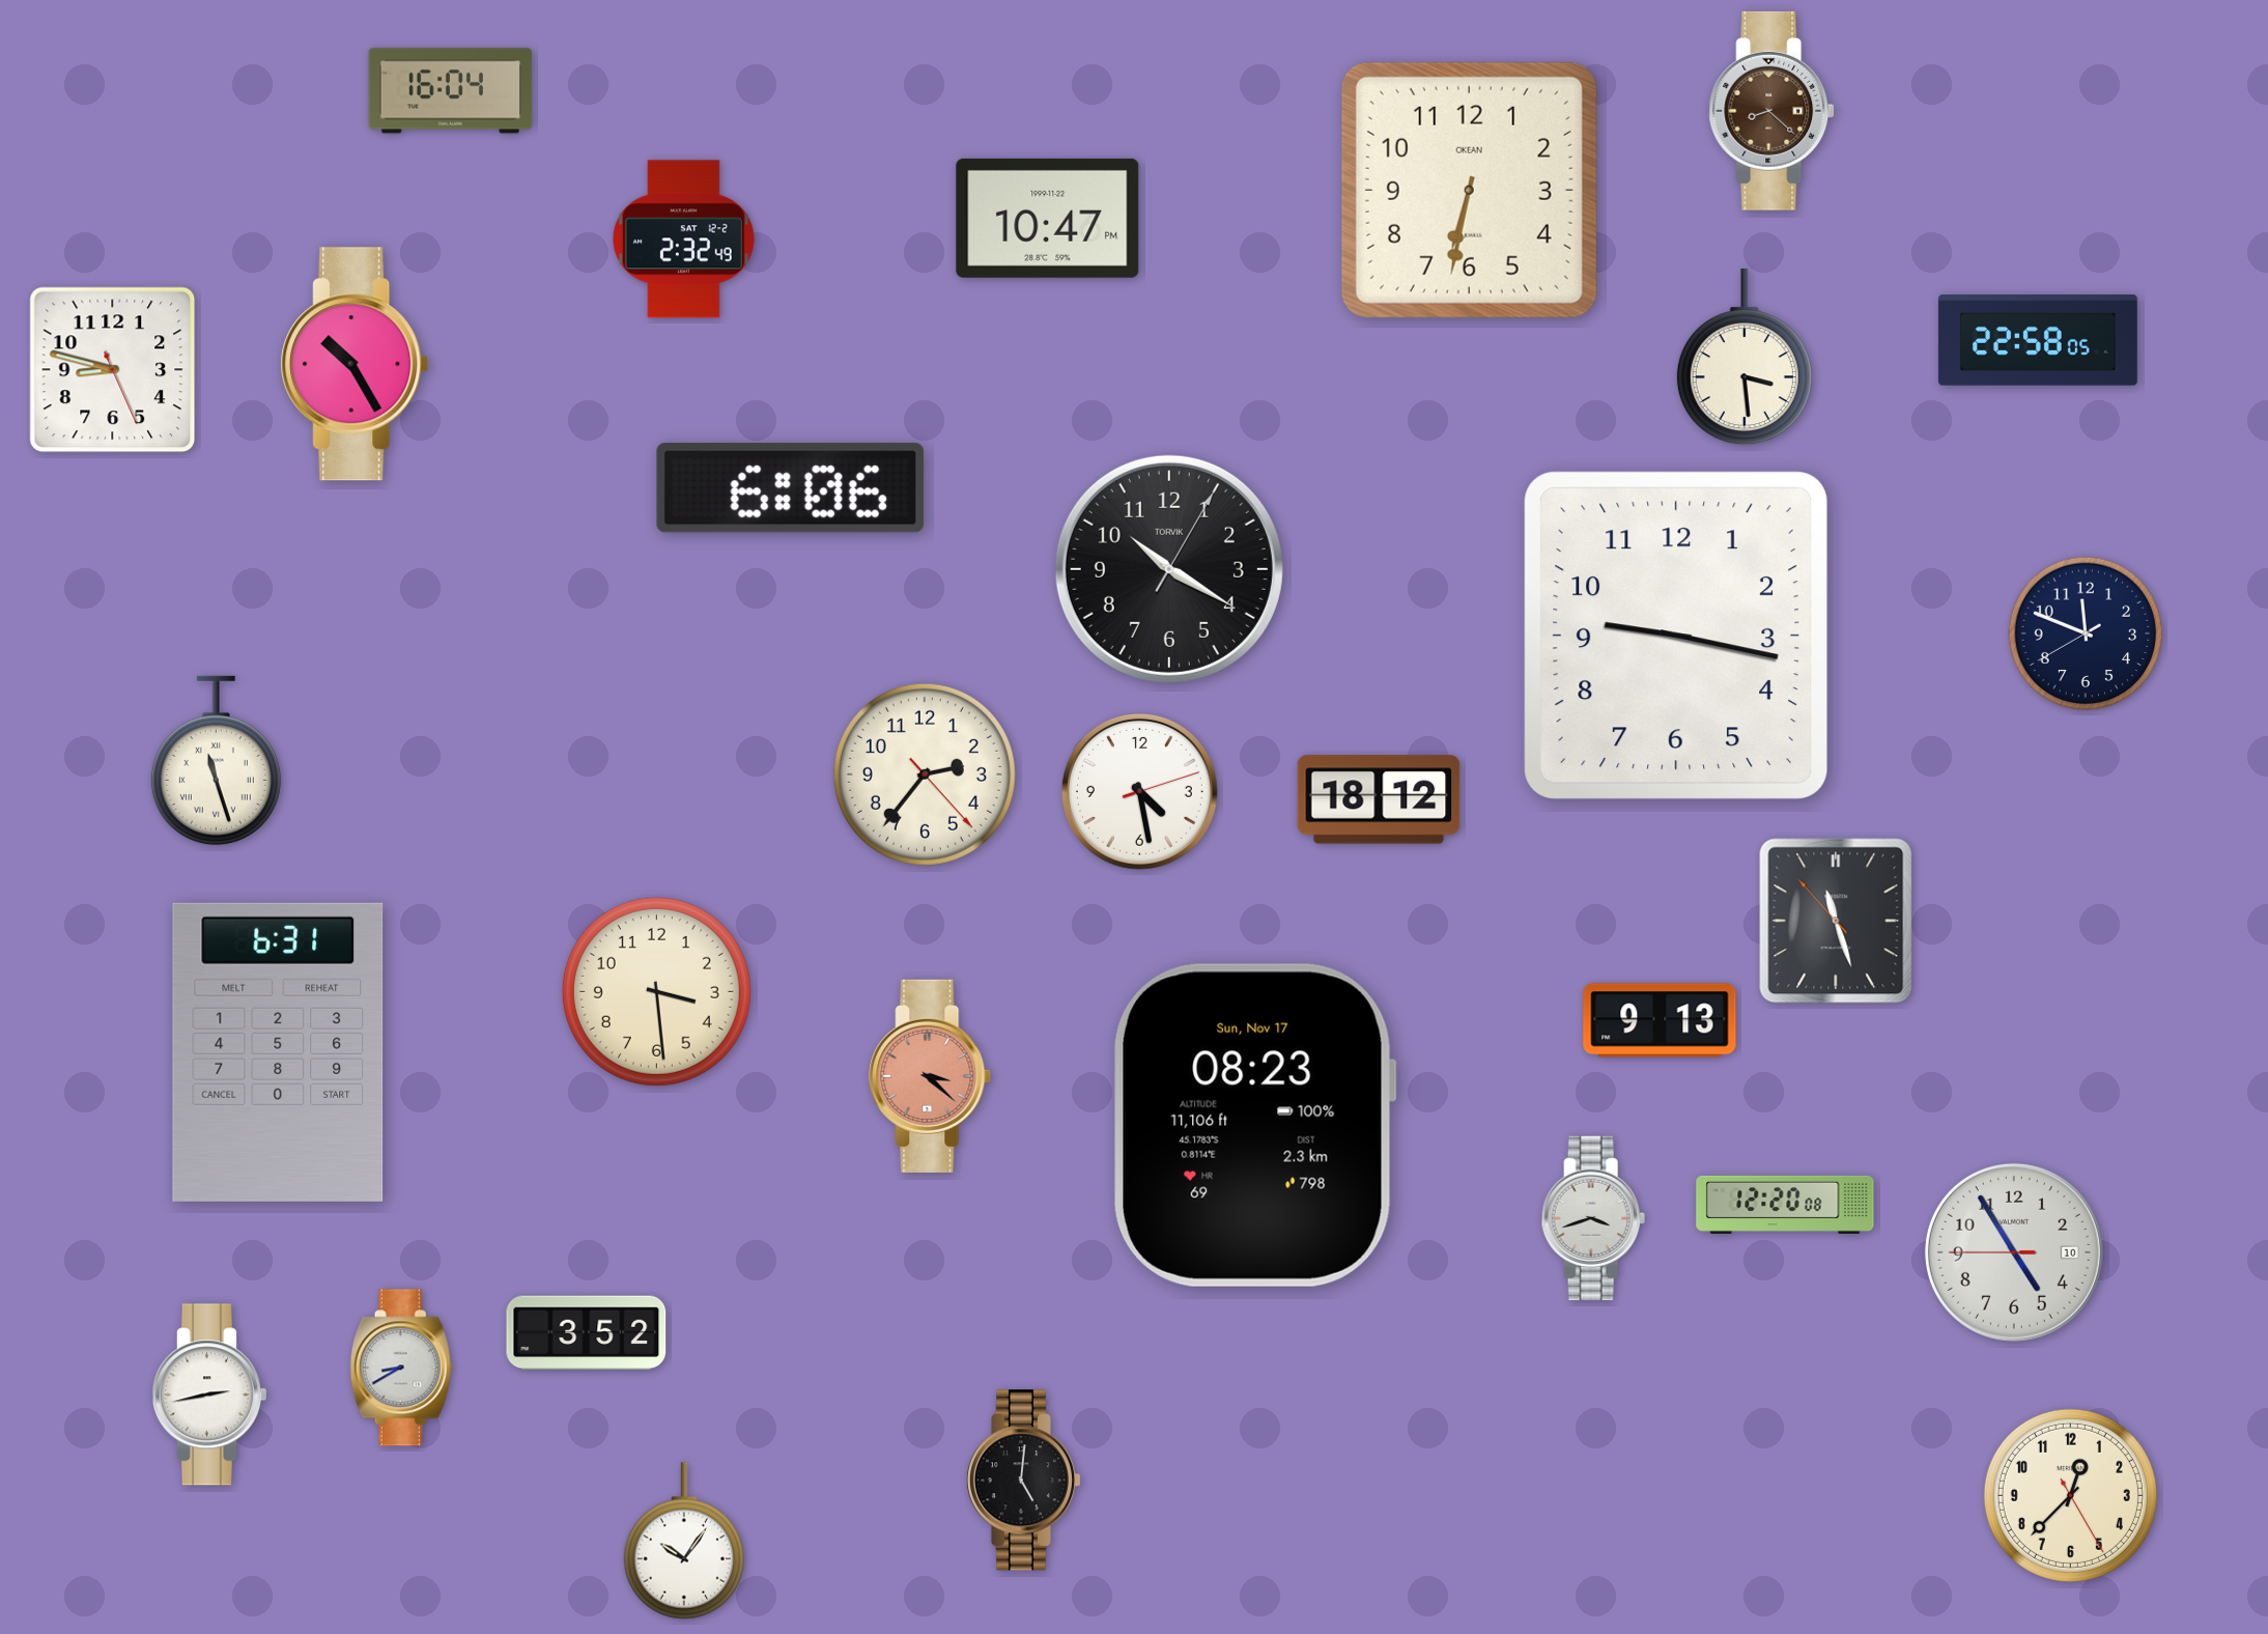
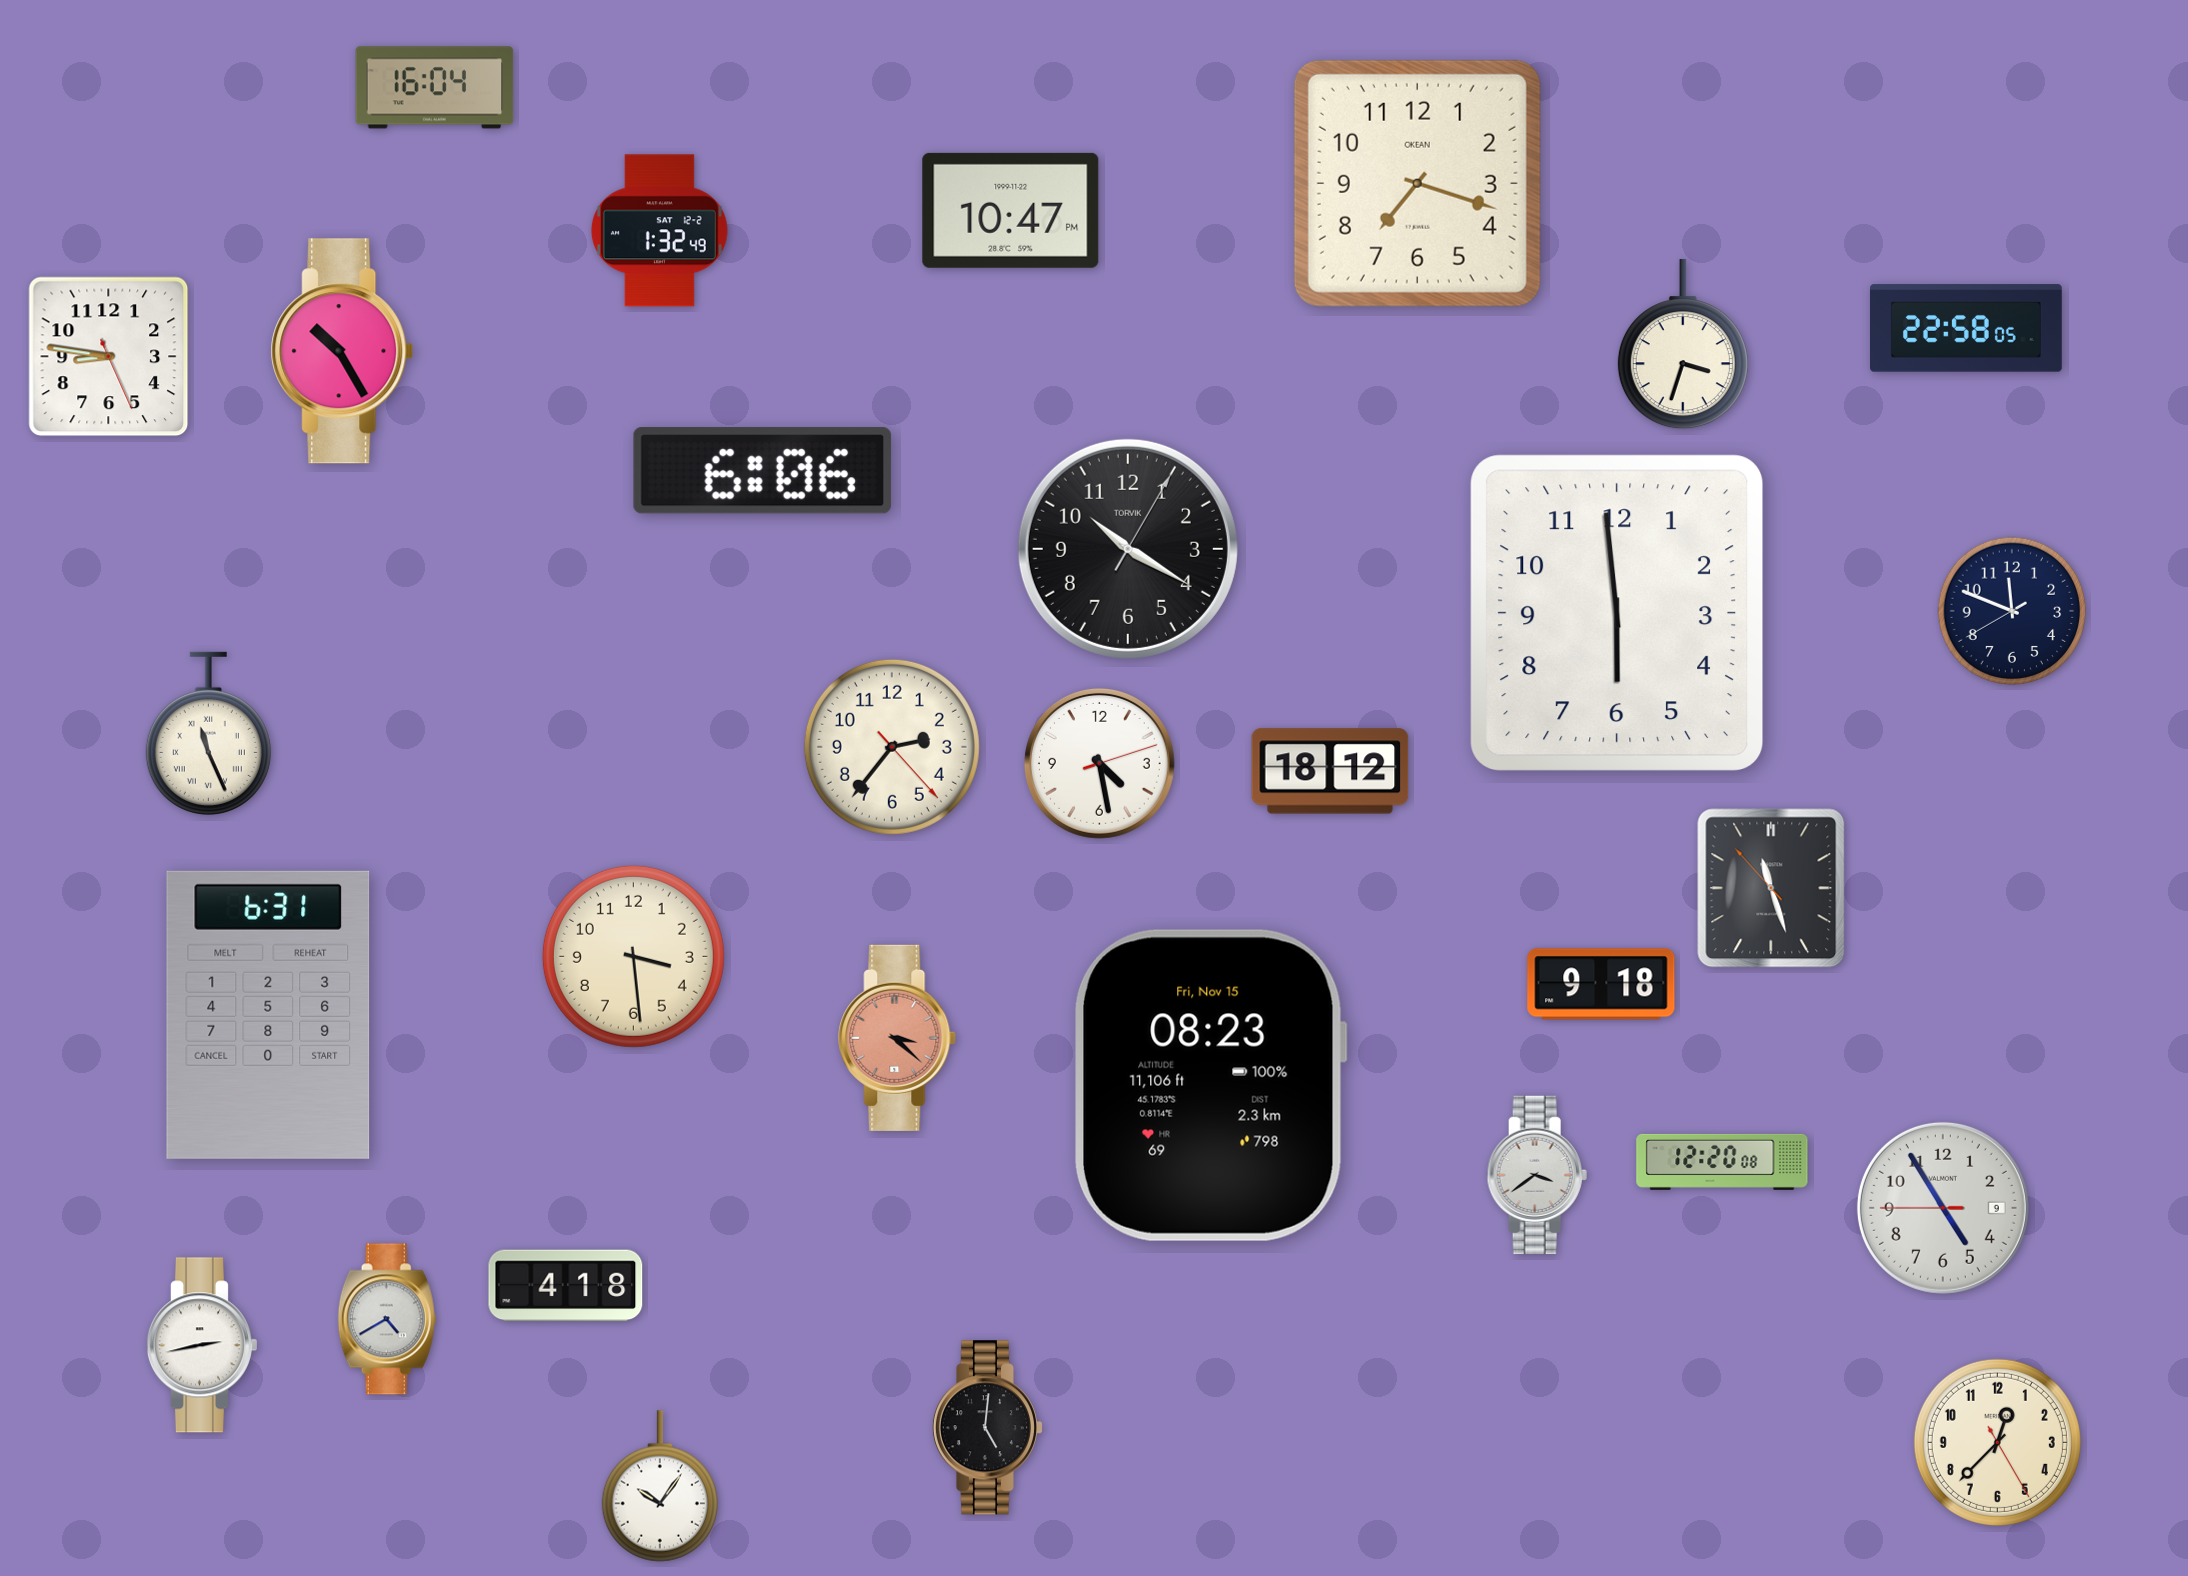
clock at (1771, 111): 8:22 -> none
clock at (1469, 190): 6:32 -> 7:18
clock at (683, 240): 2:32 -> 1:32
clock at (1745, 358): 3:29 -> 3:33
clock at (113, 370): 8:47 -> 8:46
clock at (1676, 635): 9:17 -> 5:59
clock at (216, 760): 11:27 -> 11:26
clock at (1660, 1020): 9:13 -> 9:18
clock at (1254, 1125) date: Sun, Nov 17 -> Fri, Nov 15
clock at (1593, 1218): 3:42 -> 3:39
clock at (2014, 1252) date: 10 -> 9
clock at (587, 1333): 3:52 -> 4:18
clock at (401, 1368): 8:40 -> 4:40
